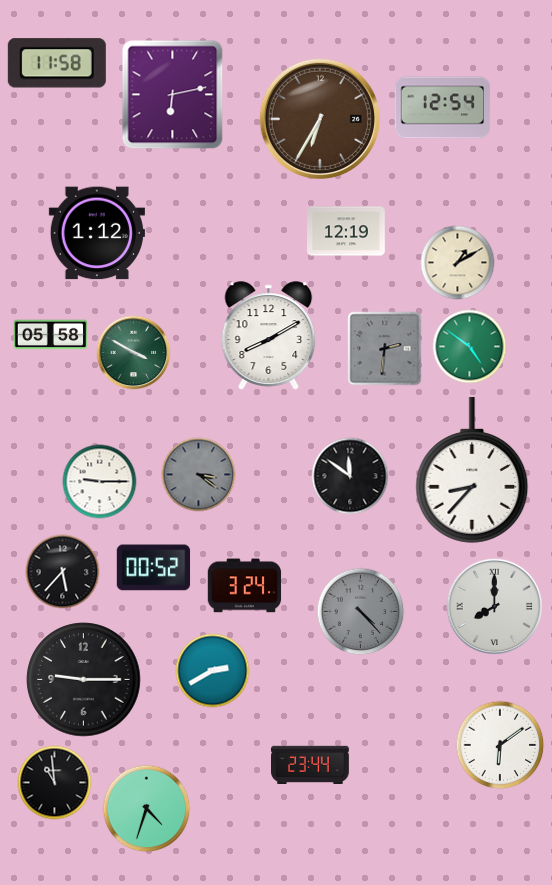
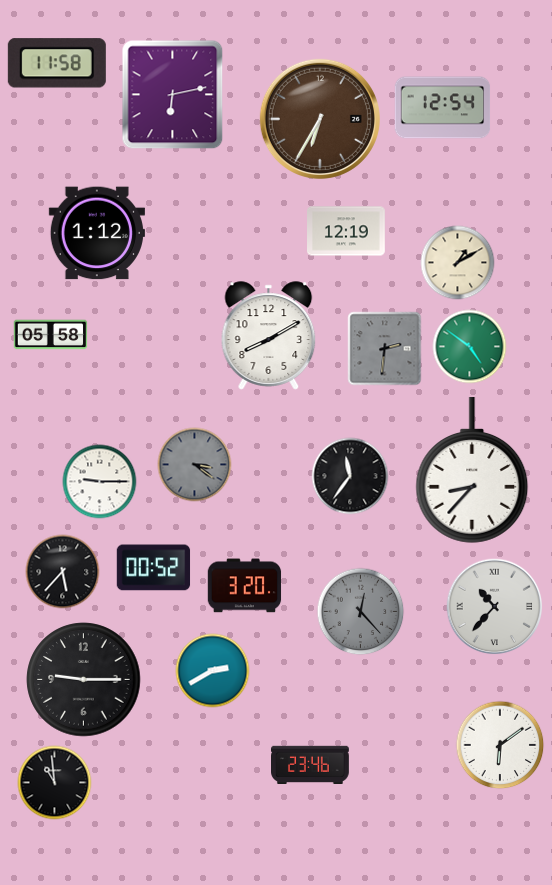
clock at (134, 353): 3:50 -> none
clock at (199, 475) position: (199, 475) -> (195, 465)
clock at (350, 476): 11:51 -> 11:36
clock at (245, 586): 3:24 -> 3:20
clock at (495, 607): 8:00 -> 10:37
clock at (361, 612): 4:23 -> 12:23
clock at (311, 764): 23:44 -> 23:46
clock at (147, 809): 4:33 -> none
